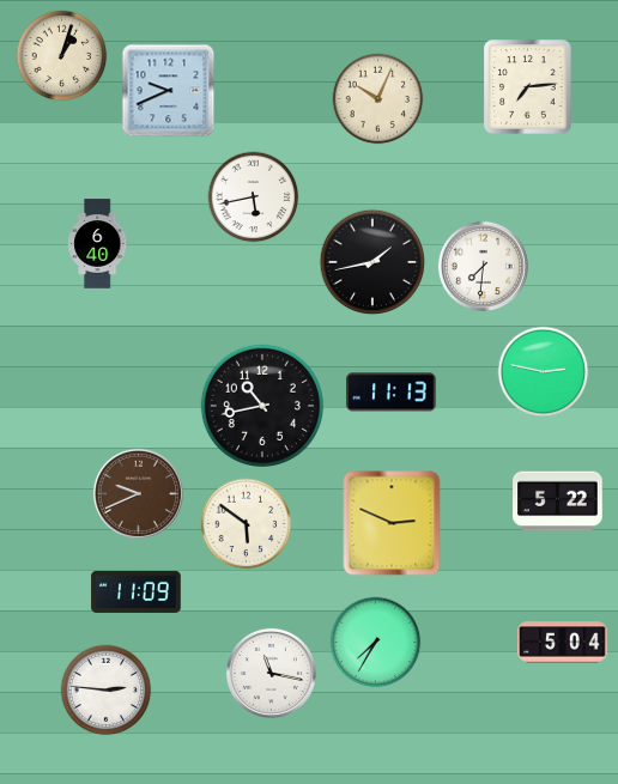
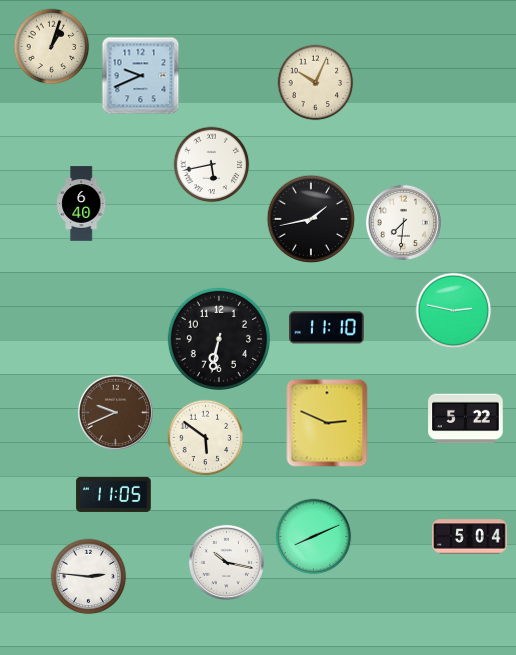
clock at (528, 87): 7:14 -> none
clock at (392, 393): 11:13 -> 11:10
clock at (262, 406): 10:43 -> 6:32
clock at (392, 523) position: (392, 523) -> (327, 423)
clock at (137, 591): 11:09 -> 11:05
clock at (376, 643): 7:35 -> 8:11
clock at (271, 673): 11:17 -> 10:17
